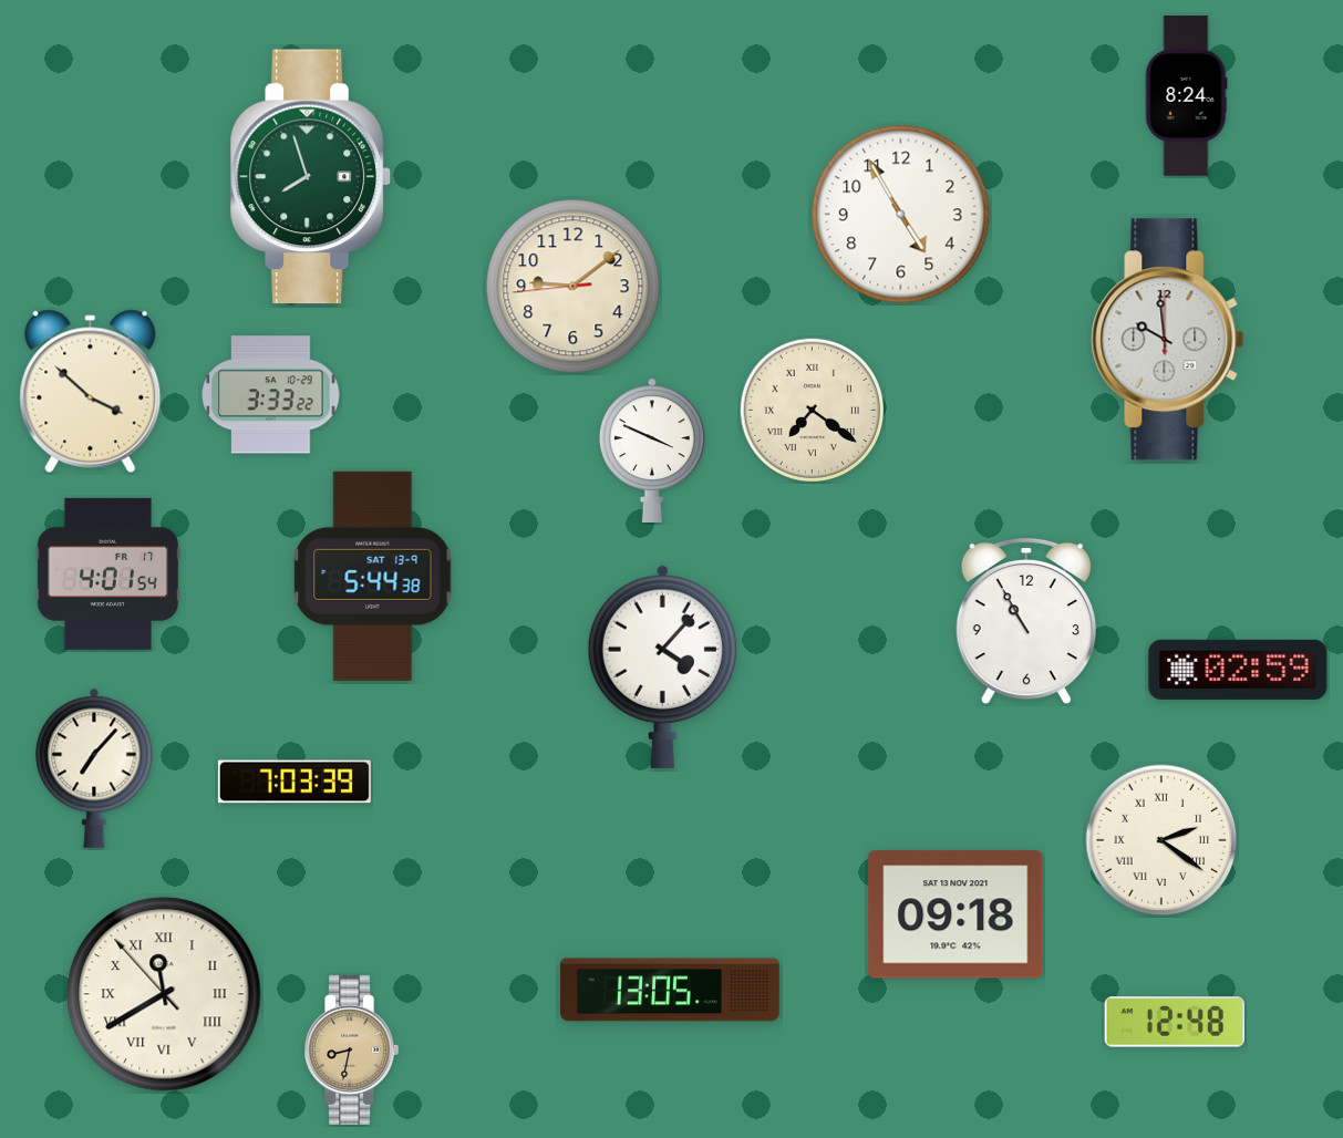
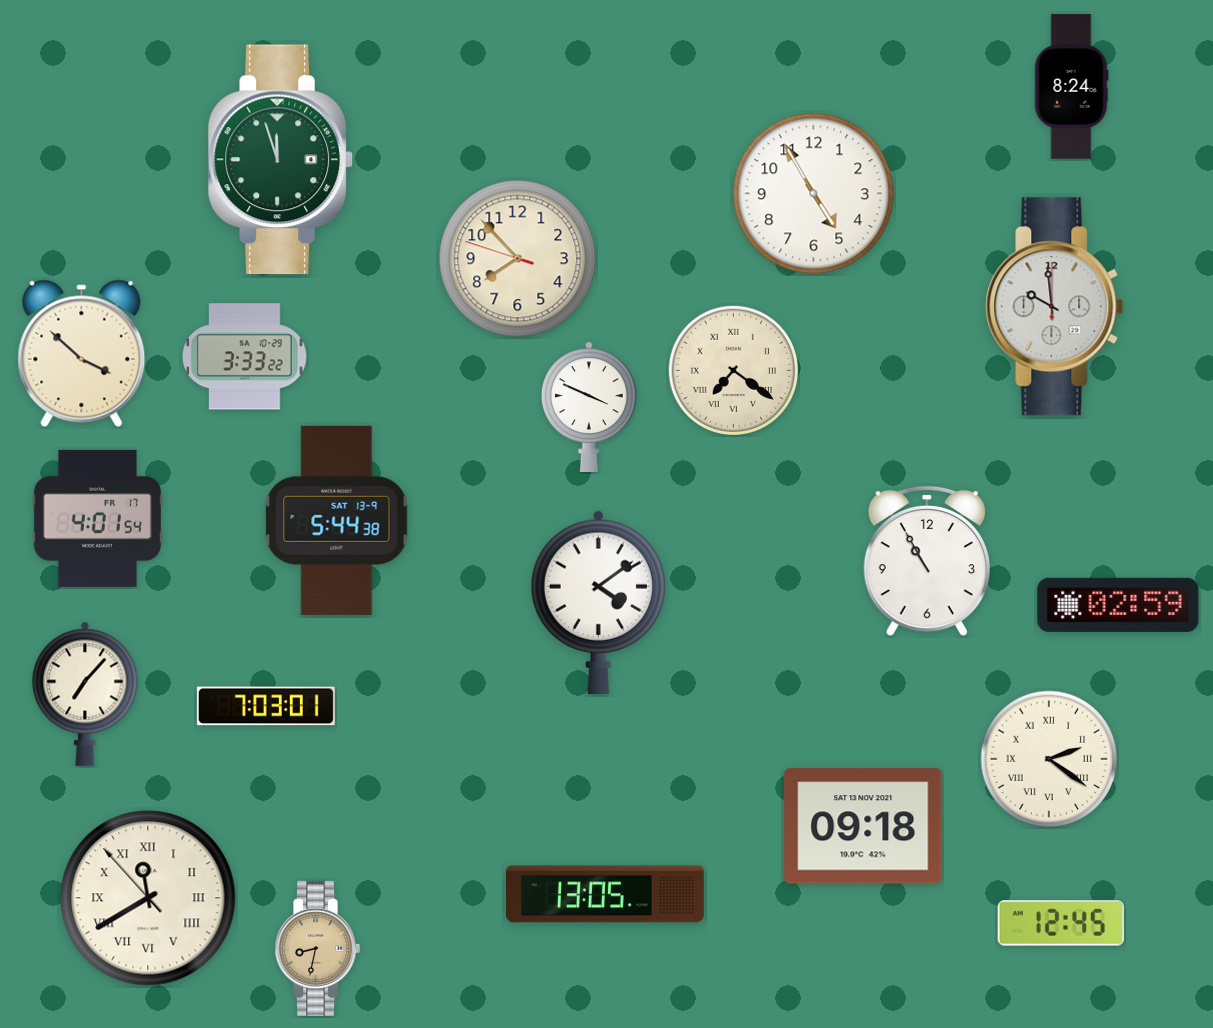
clock at (310, 177): 7:57 -> 11:57
clock at (574, 287): 9:08 -> 7:52
clock at (662, 666): 4:07 -> 4:09
clock at (295, 782): 7:03:39 -> 7:03:01
clock at (1175, 1022): 12:48 -> 12:45
